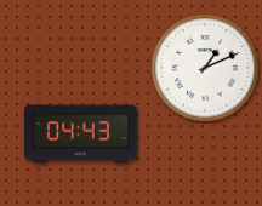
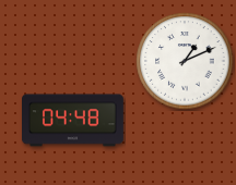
clock at (81, 135): 04:43 -> 04:48
